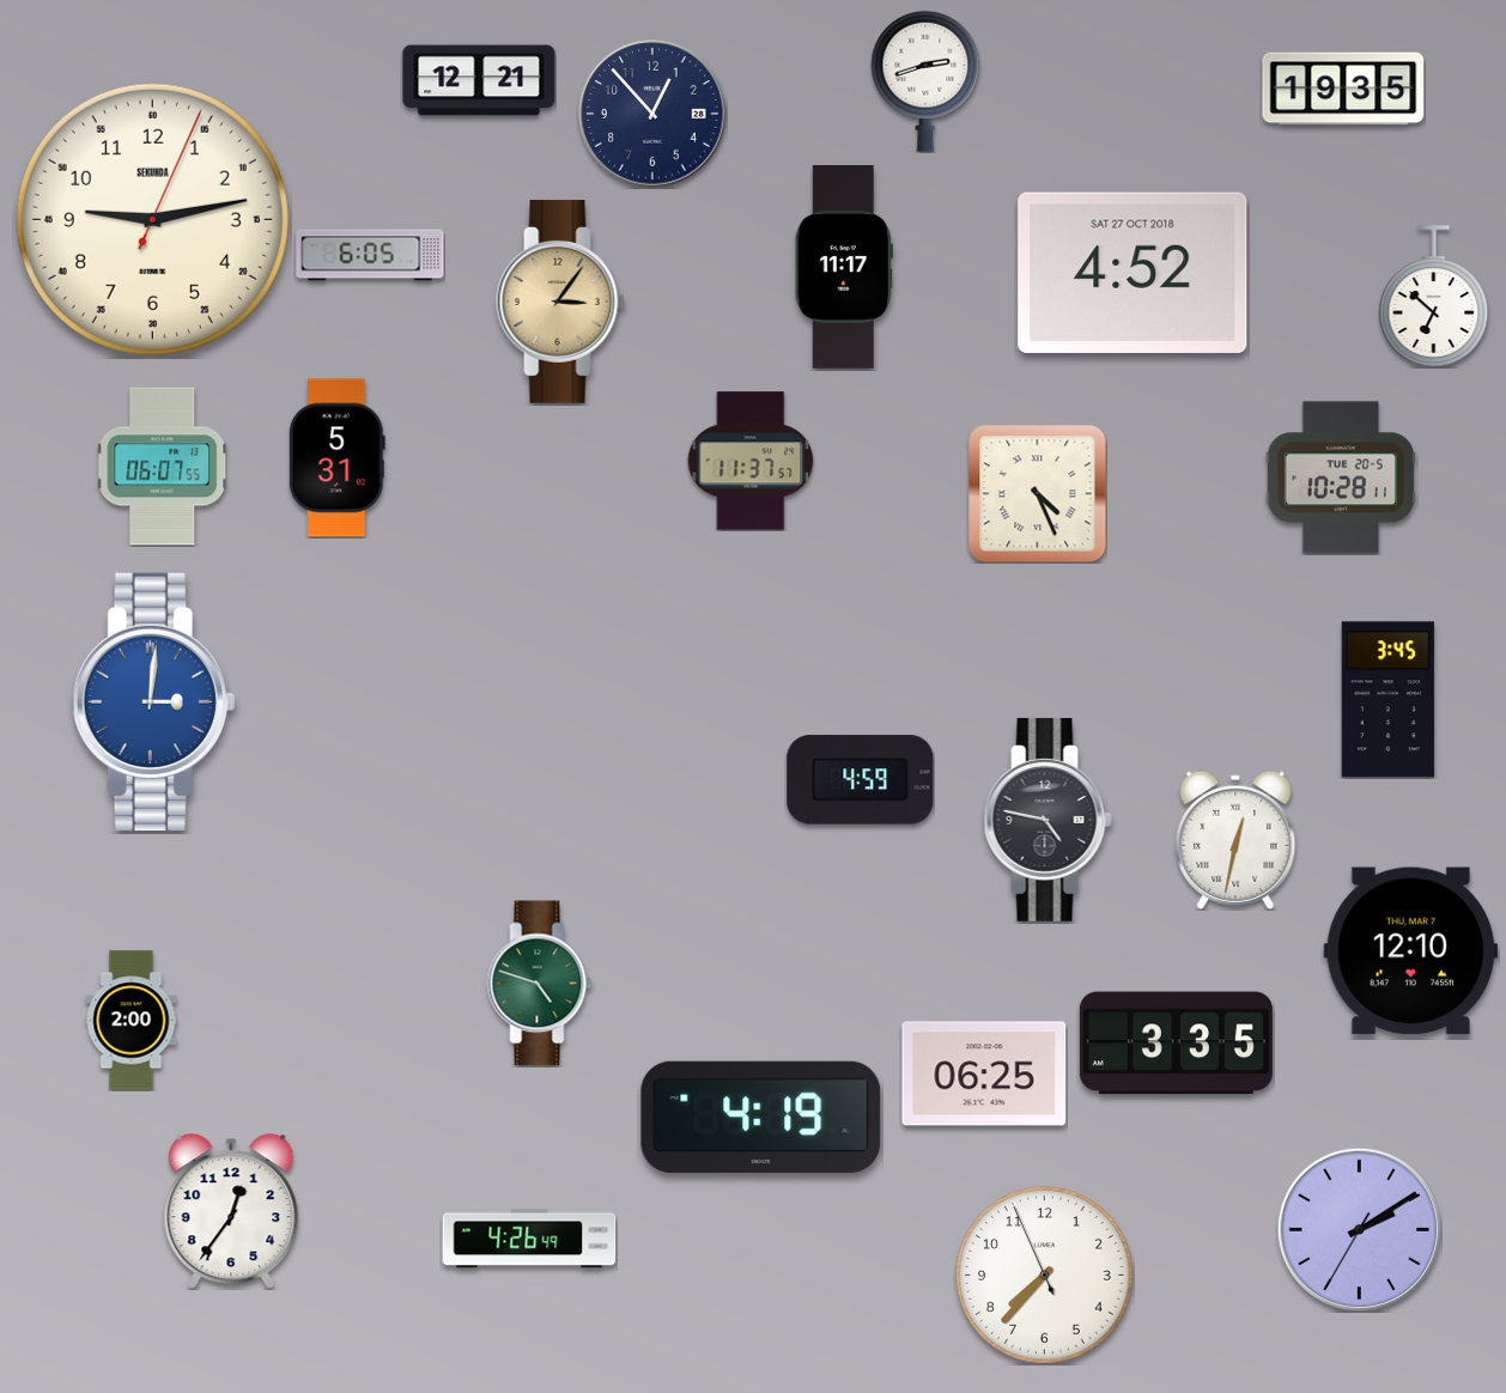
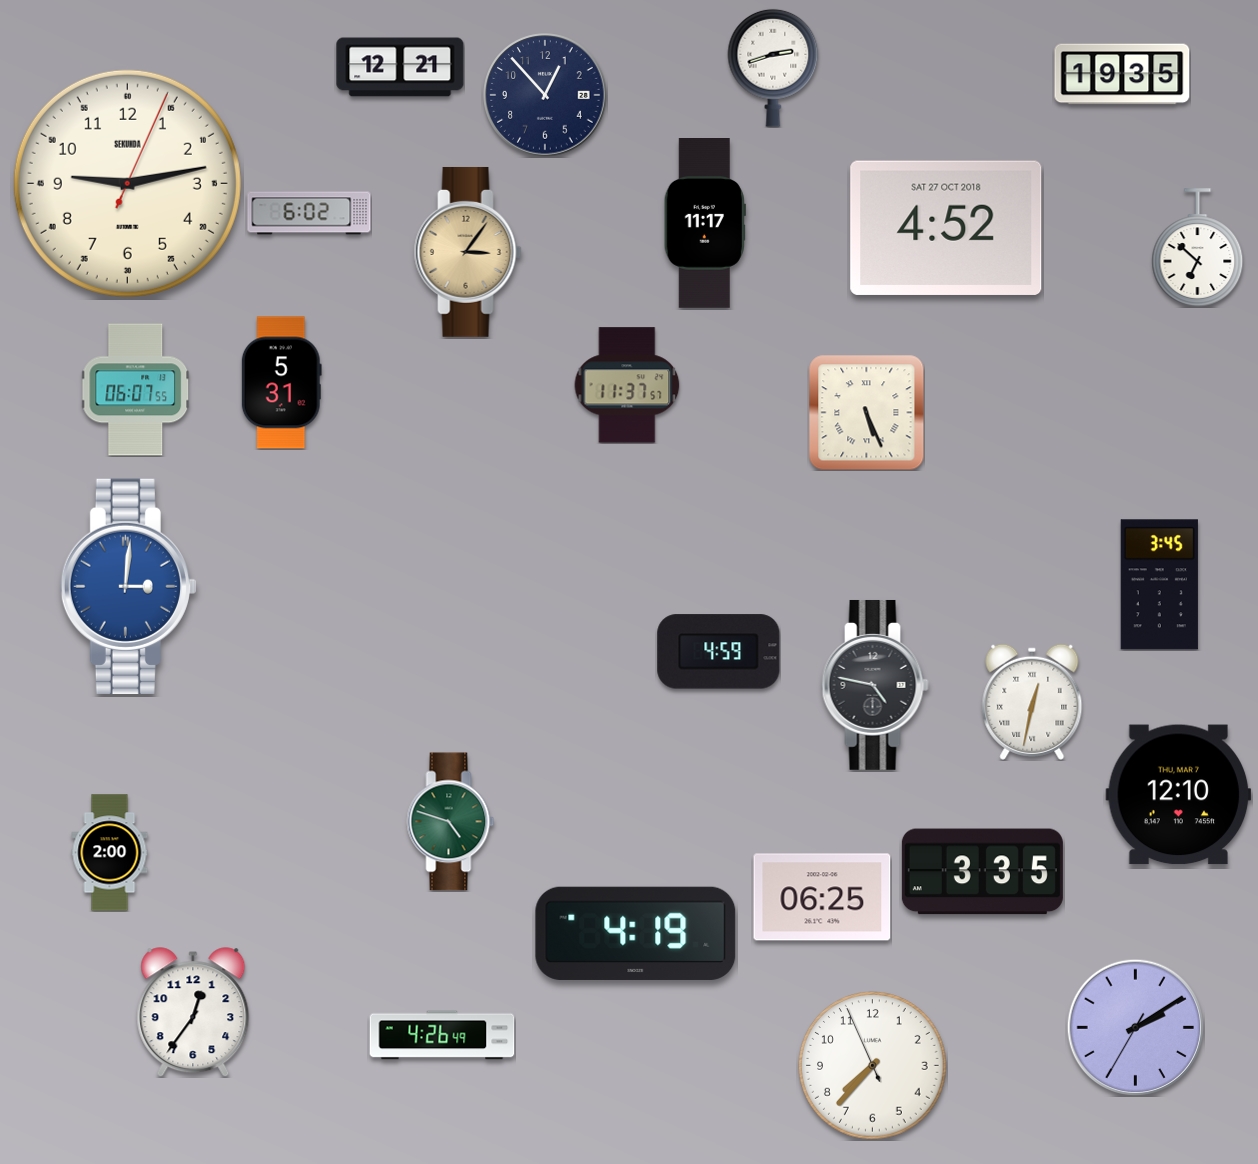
clock at (370, 255): 6:05 -> 6:02
clock at (1340, 477): 10:28 -> none
clock at (1037, 493): 4:26 -> 5:26
